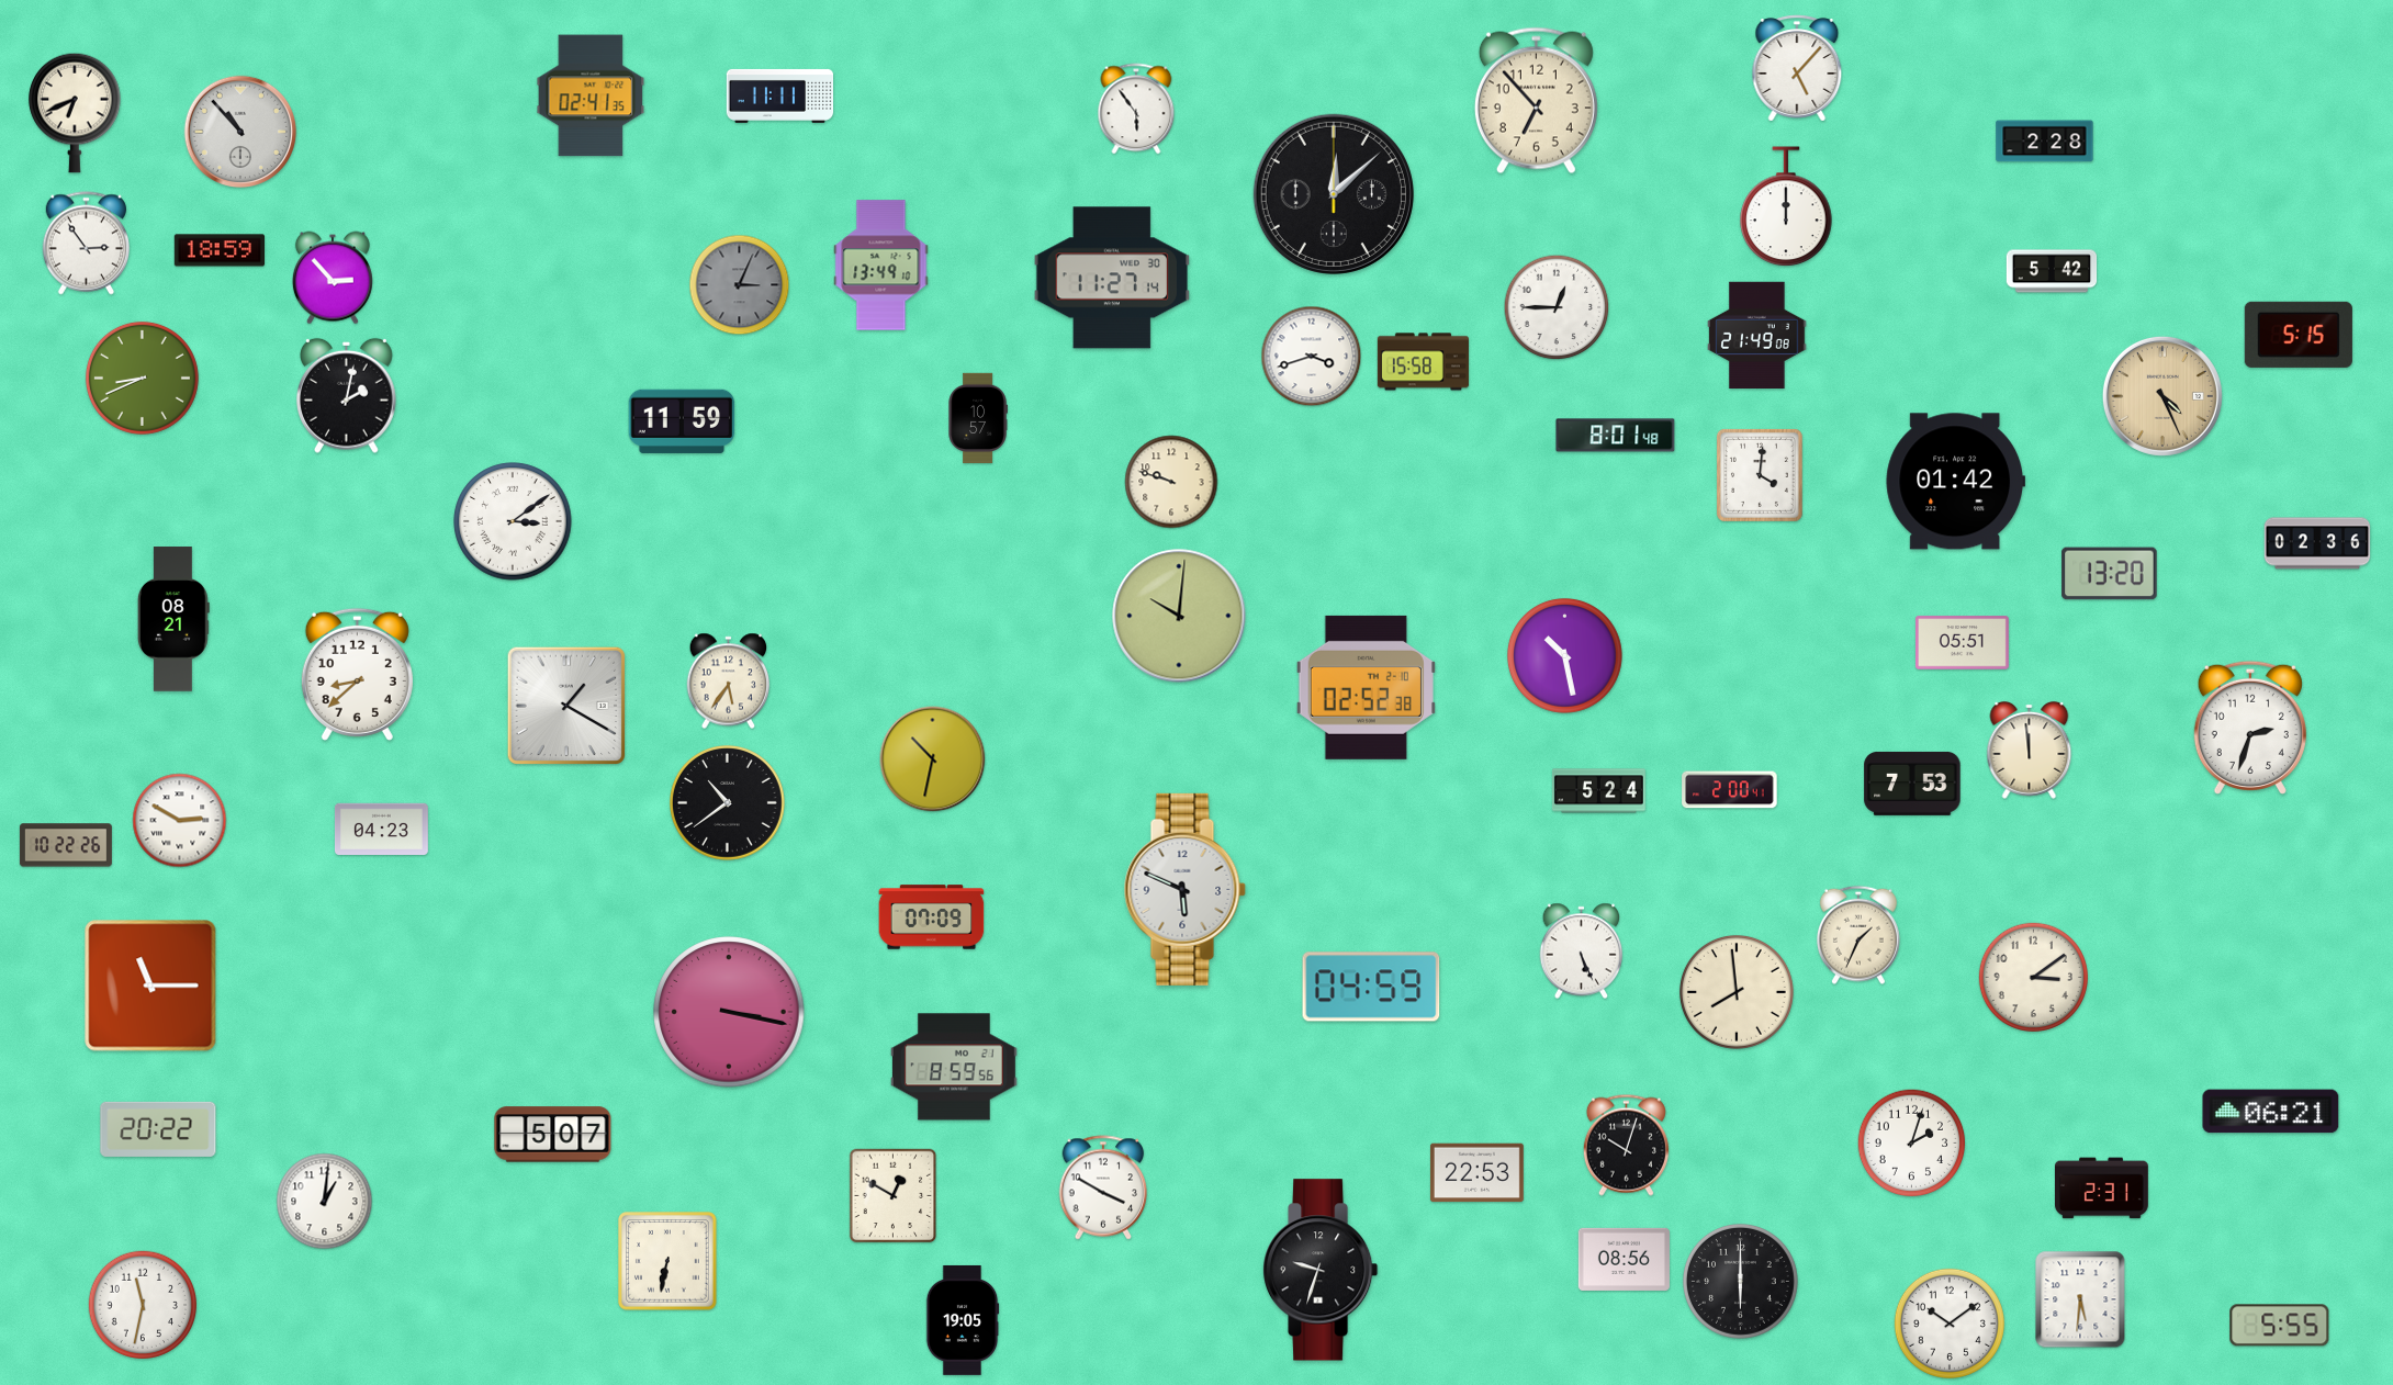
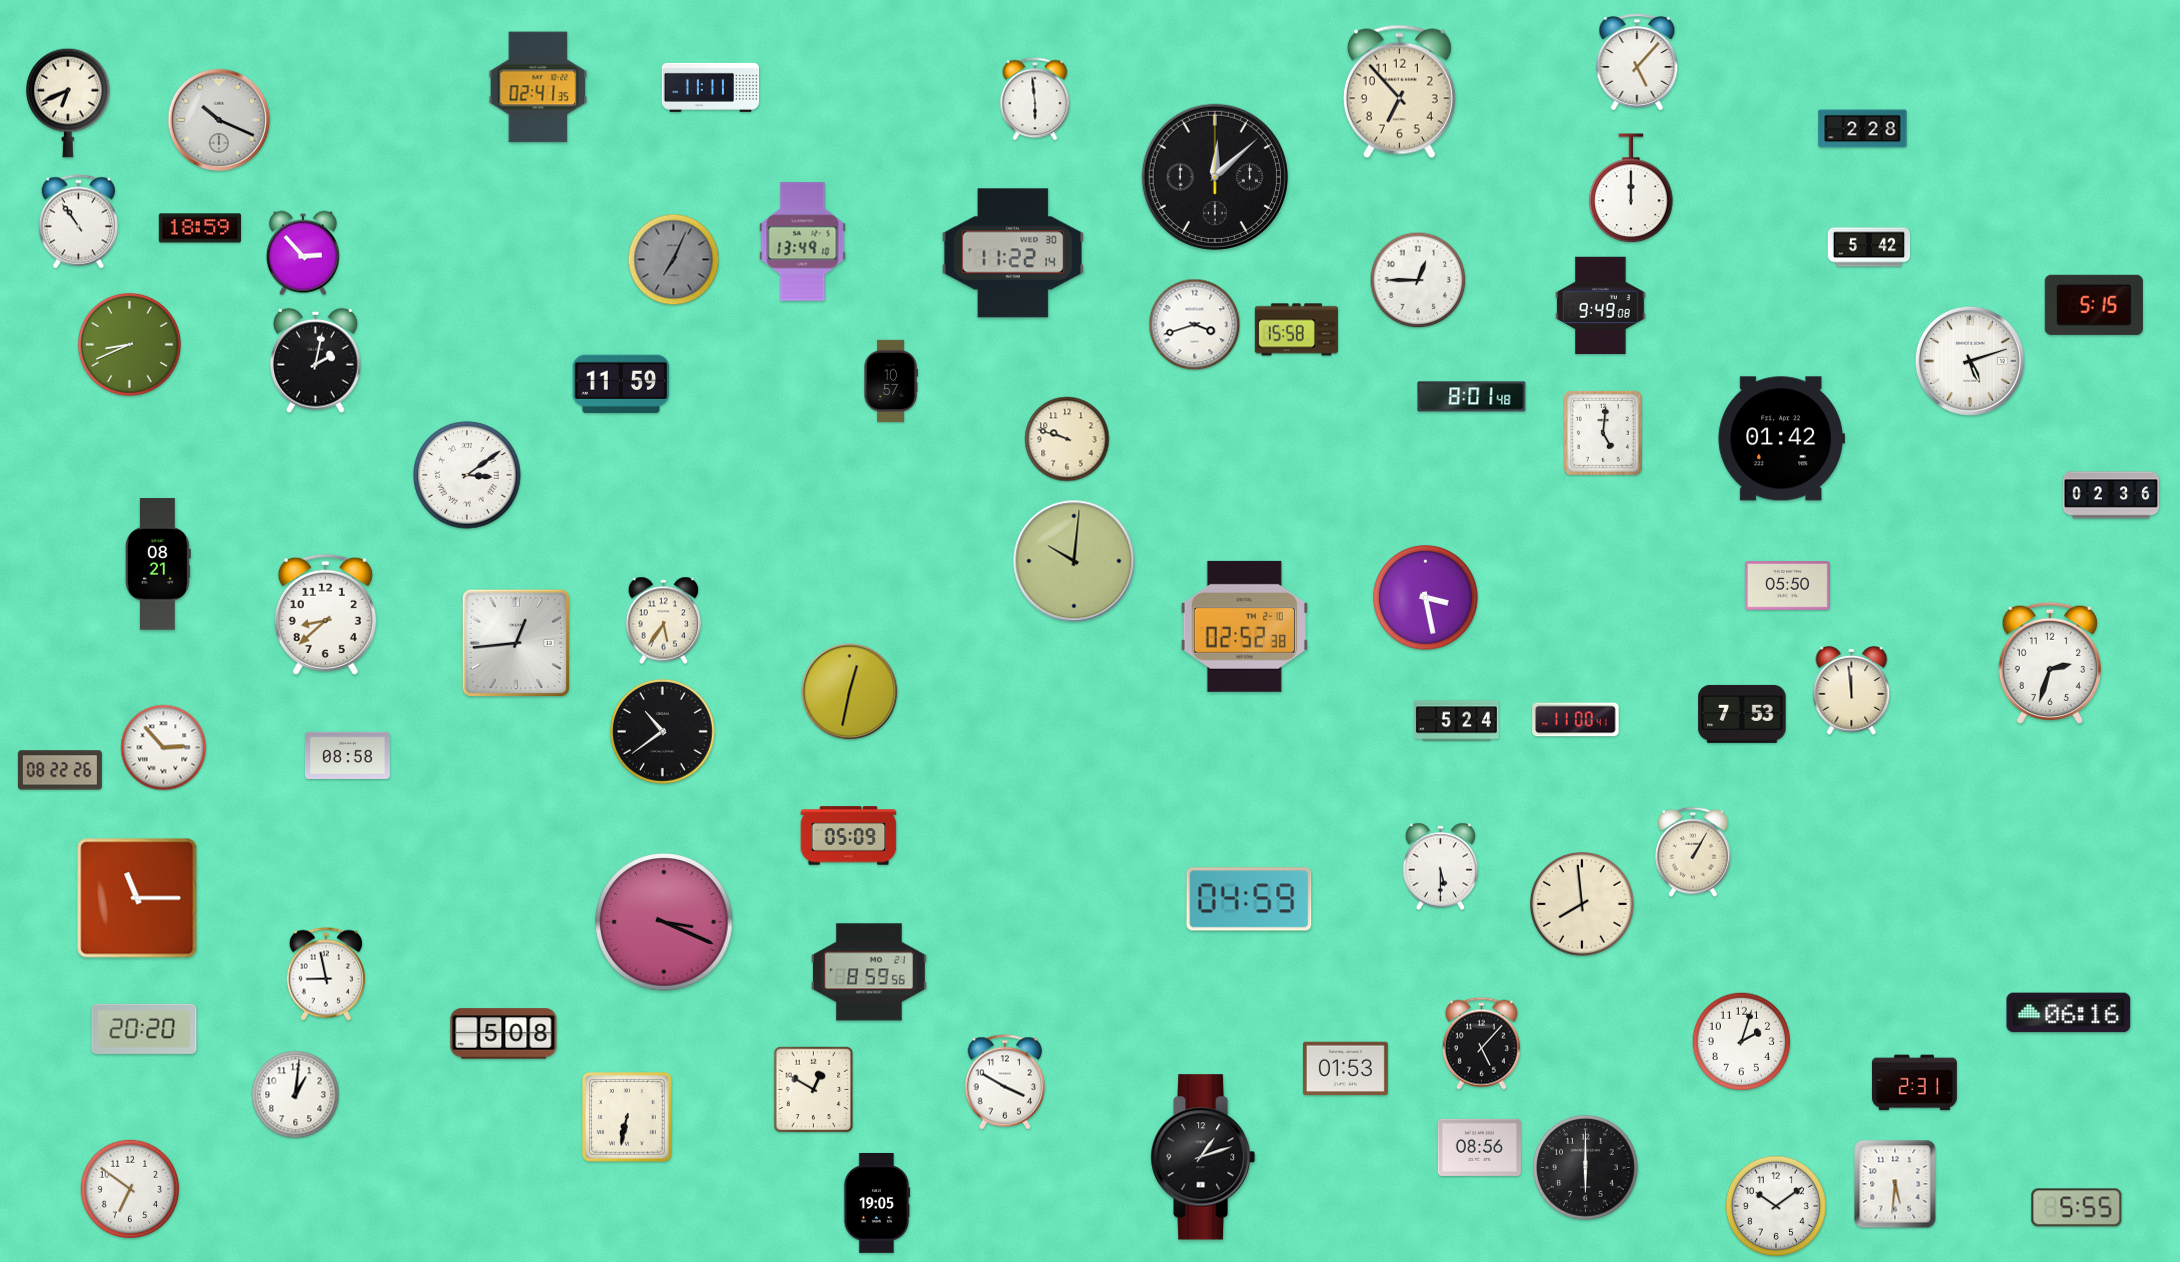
clock at (1136, 109): 5:54 -> 5:59
clock at (240, 132): 10:53 -> 10:19
clock at (1786, 207) position: (1786, 207) -> (1631, 189)
clock at (86, 244): 2:54 -> 10:54
clock at (1111, 278): 11:27 -> 11:22
clock at (740, 285): 3:04 -> 7:04
clock at (1757, 335): 21:49 -> 9:49
clock at (2162, 396): 4:26 -> 5:12
clock at (2162, 396) dial: champagne -> white
clock at (1760, 475): 4:01 -> 5:01
clock at (2110, 574): 13:20 -> none
clock at (1962, 643): 05:51 -> 05:50
clock at (1565, 656): 10:28 -> 3:28
clock at (566, 706): 1:20 -> 12:44
clock at (2030, 750) position: (2030, 750) -> (1852, 690)
clock at (933, 759): 10:32 -> 12:32
clock at (1730, 790): 2:00 -> 11:00
clock at (180, 821): 2:50 -> 2:53
clock at (381, 829): 04:23 -> 08:58
clock at (66, 845): 10:22 -> 08:22
clock at (1184, 889): 5:49 -> none
clock at (932, 917): 07:09 -> 05:09
clock at (1858, 935): 1:34 -> 1:05
clock at (1582, 952): 5:26 -> 5:30
clock at (2033, 977): 3:09 -> none
clock at (729, 1012): 3:17 -> 3:19
clock at (326, 974): none -> 8:58
clock at (2271, 1112): 06:21 -> 06:16
clock at (158, 1129): 20:22 -> 20:20
clock at (553, 1135): 5:07 -> 5:08
clock at (1626, 1145): 10:03 -> 5:07
clock at (1476, 1173): 22:53 -> 01:53
clock at (669, 1262) position: (669, 1262) -> (628, 1118)
clock at (1321, 1270): 9:33 -> 1:12
clock at (142, 1304): 11:32 -> 6:51
